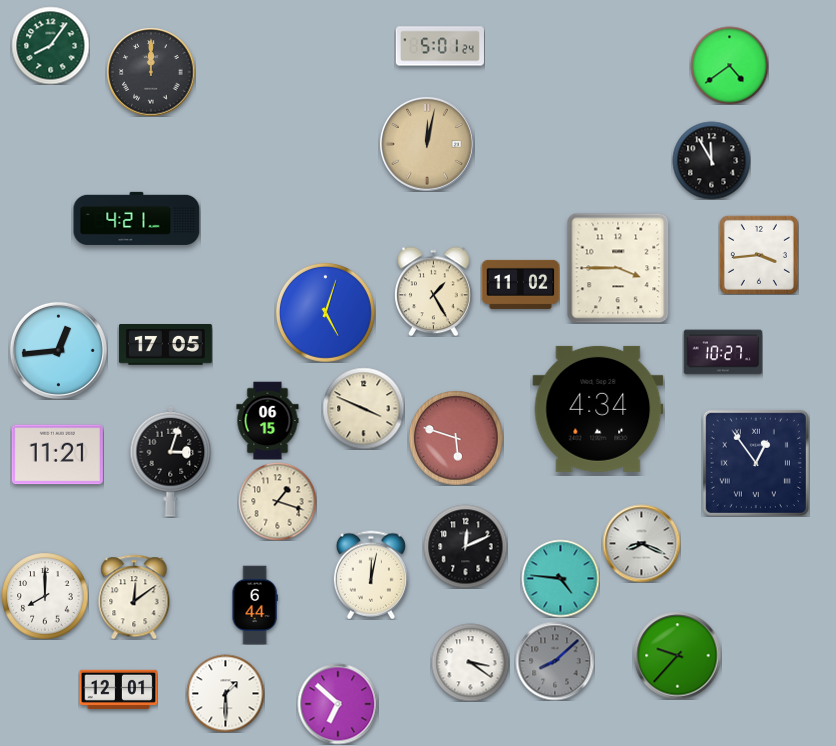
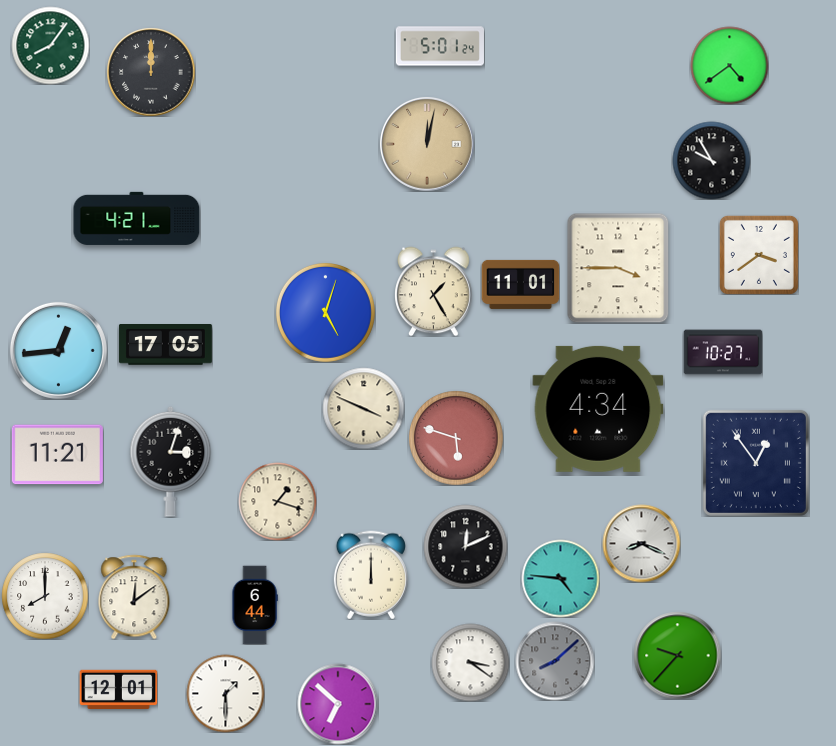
clock at (711, 160): 11:55 -> 9:55
clock at (759, 255): 3:44 -> 3:39
clock at (520, 284): 11:02 -> 11:01
clock at (268, 420): 06:15 -> none
clock at (371, 575): 12:02 -> 12:00
